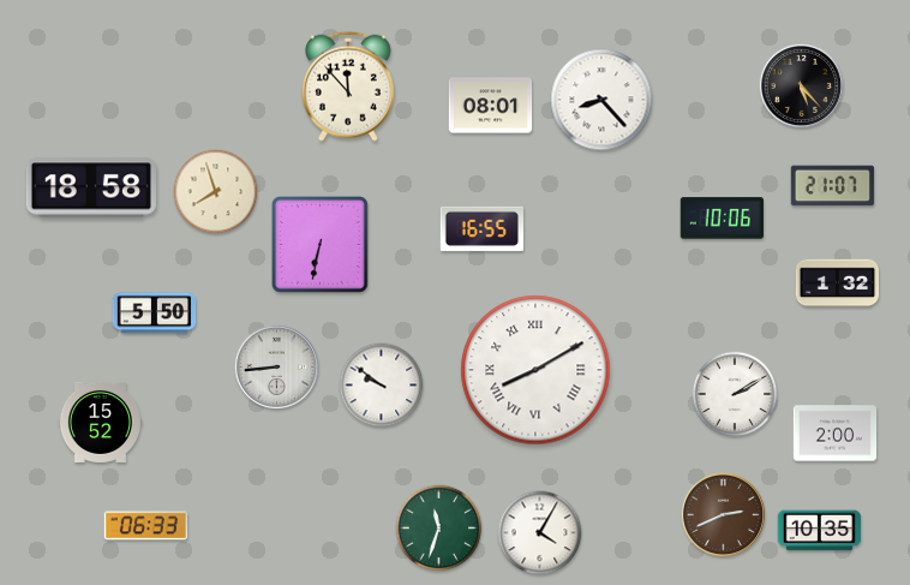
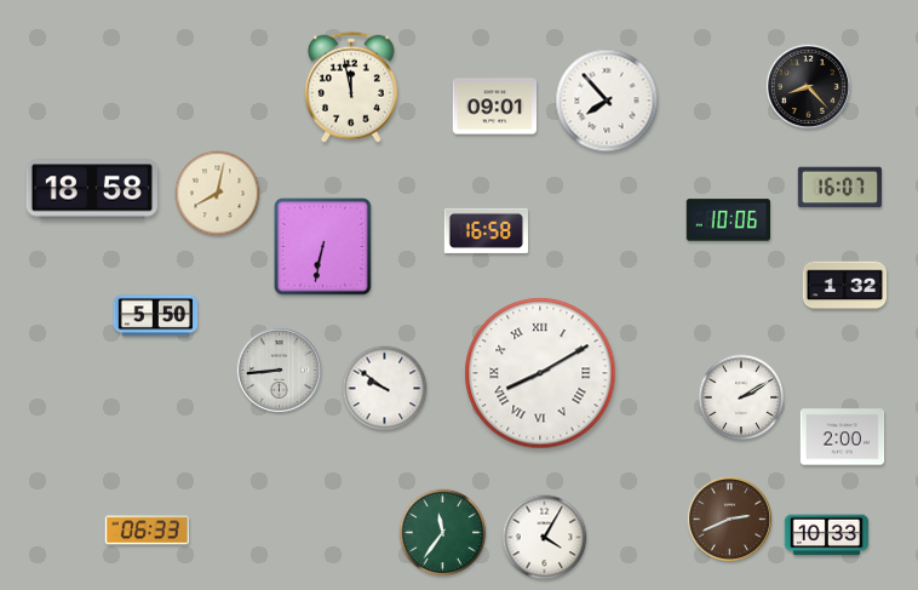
clock at (801, 85): 5:23 -> 8:23
clock at (349, 86): 11:53 -> 11:58
clock at (601, 100): 8:23 -> 7:53
clock at (491, 106): 08:01 -> 09:01
clock at (833, 186): 21:07 -> 16:07
clock at (216, 192): 7:57 -> 8:02
clock at (481, 228): 16:55 -> 16:58
clock at (101, 422): 15:52 -> none
clock at (439, 529): 11:33 -> 11:36
clock at (820, 531): 10:35 -> 10:33
